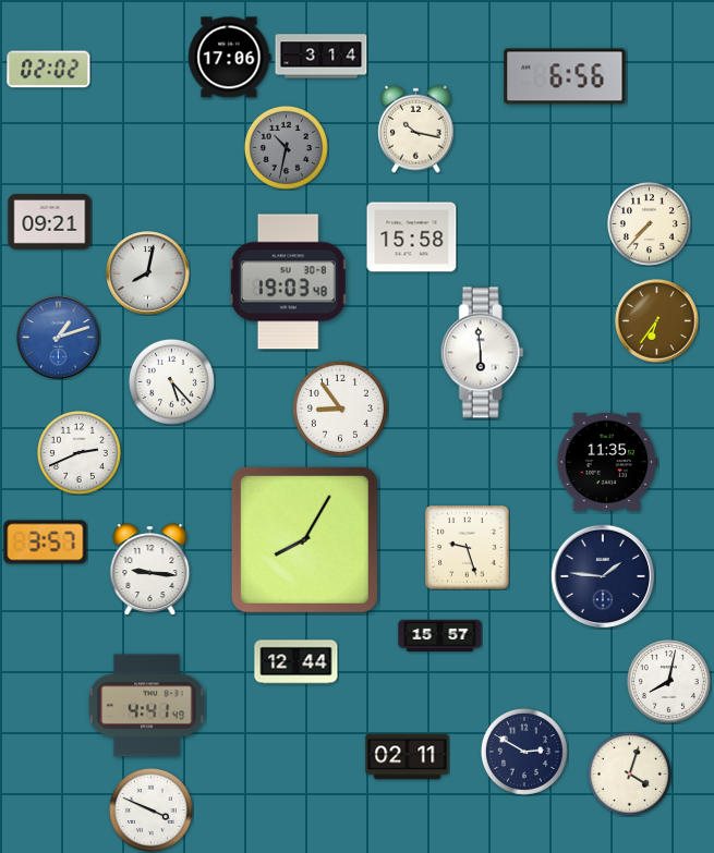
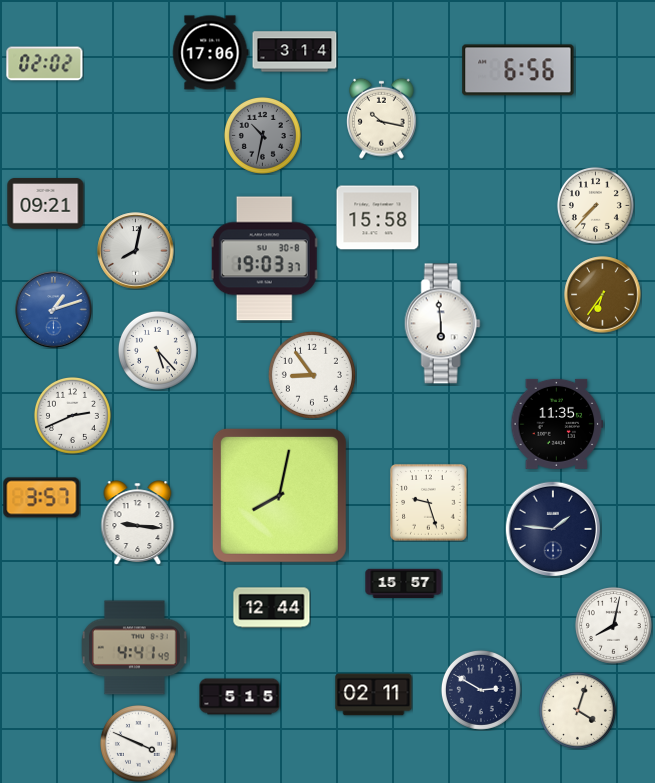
clock at (288, 282): 19:03:48 -> 19:03:37
clock at (304, 539): 8:05 -> 8:02
clock at (240, 697): none -> 5:15
